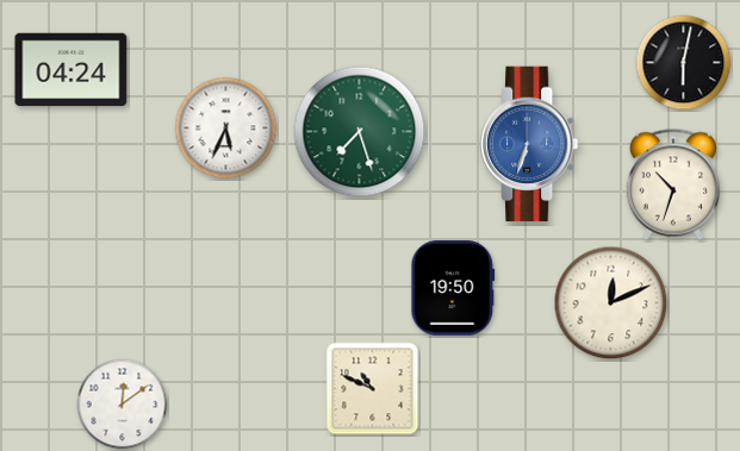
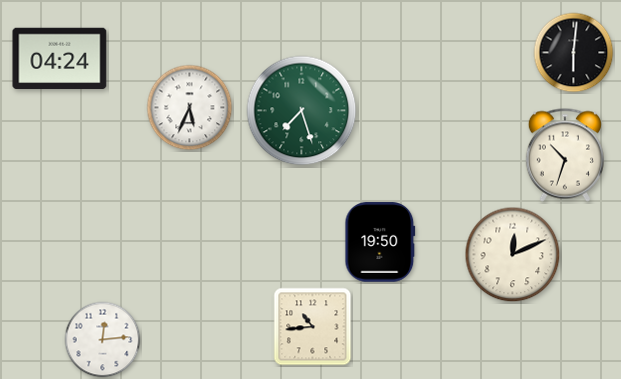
clock at (684, 63): 6:02 -> 6:01
clock at (529, 144): 6:33 -> none
clock at (373, 389): 10:49 -> 10:44
clock at (123, 405): 12:09 -> 12:14
